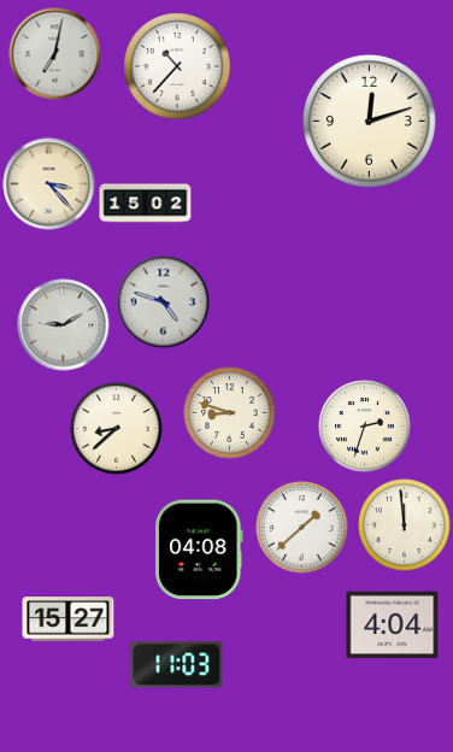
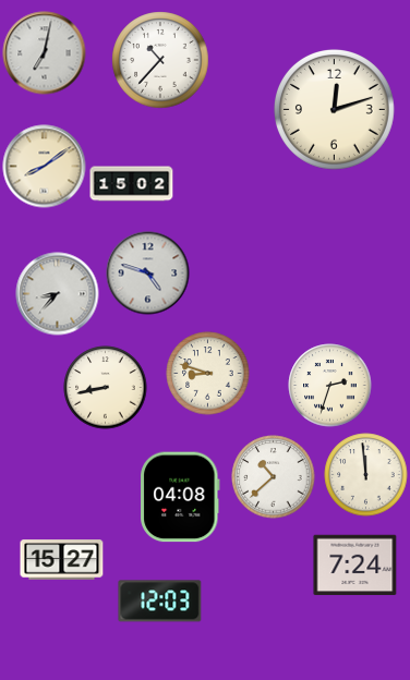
clock at (55, 54) position: (55, 54) -> (45, 53)
clock at (49, 184): 3:23 -> 8:09
clock at (64, 325): 9:10 -> 8:37
clock at (117, 429): 8:38 -> 8:43
clock at (302, 528): 1:38 -> 10:38
clock at (393, 625): 4:04 -> 7:24
clock at (177, 665): 11:03 -> 12:03
